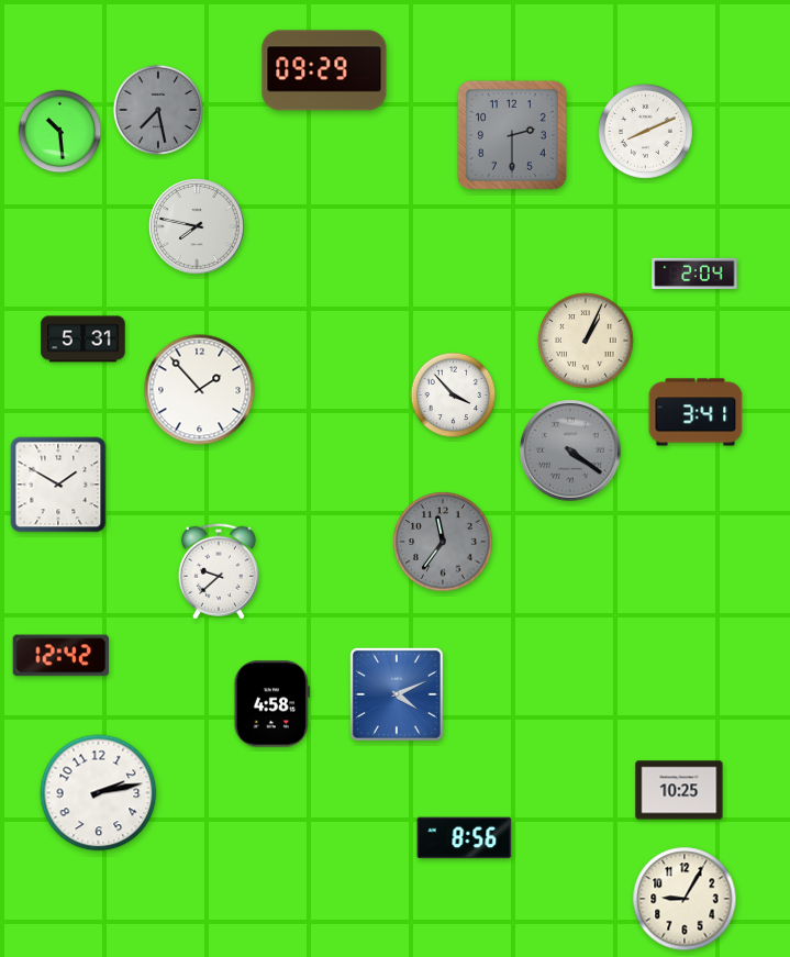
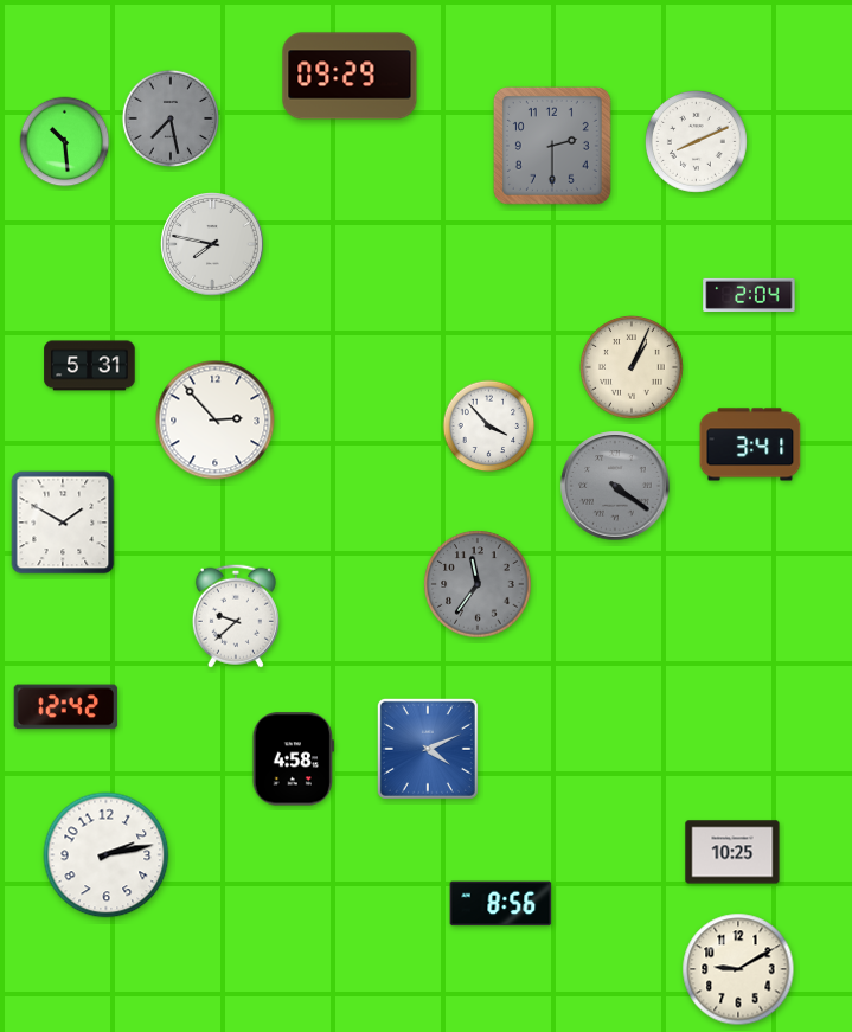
clock at (200, 390): 1:53 -> 2:53
clock at (685, 899): 9:05 -> 9:10
